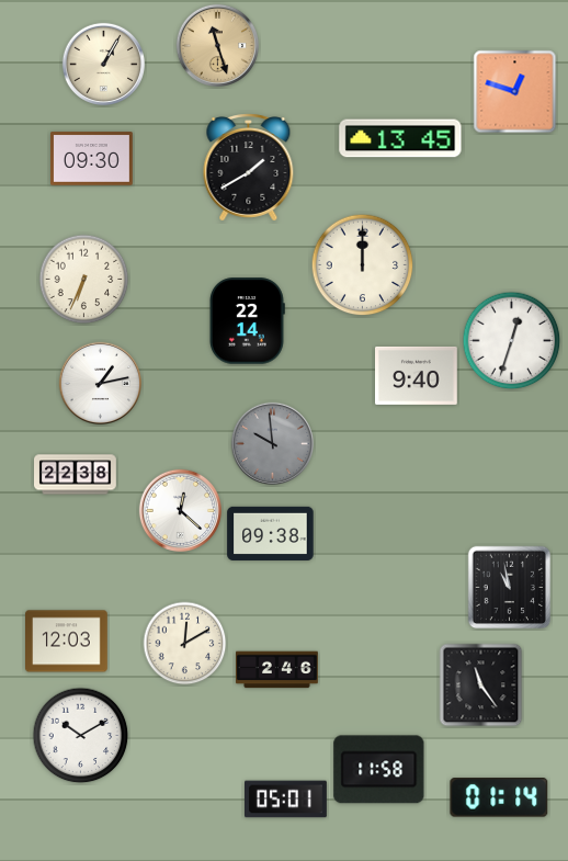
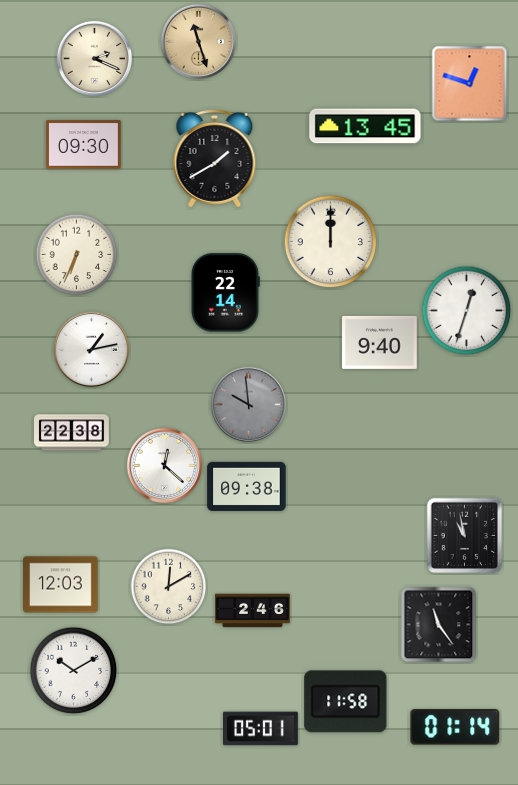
clock at (103, 64): 1:05 -> 2:19
clock at (249, 168) position: (249, 168) -> (215, 159)
clock at (76, 475) position: (76, 475) -> (72, 433)
